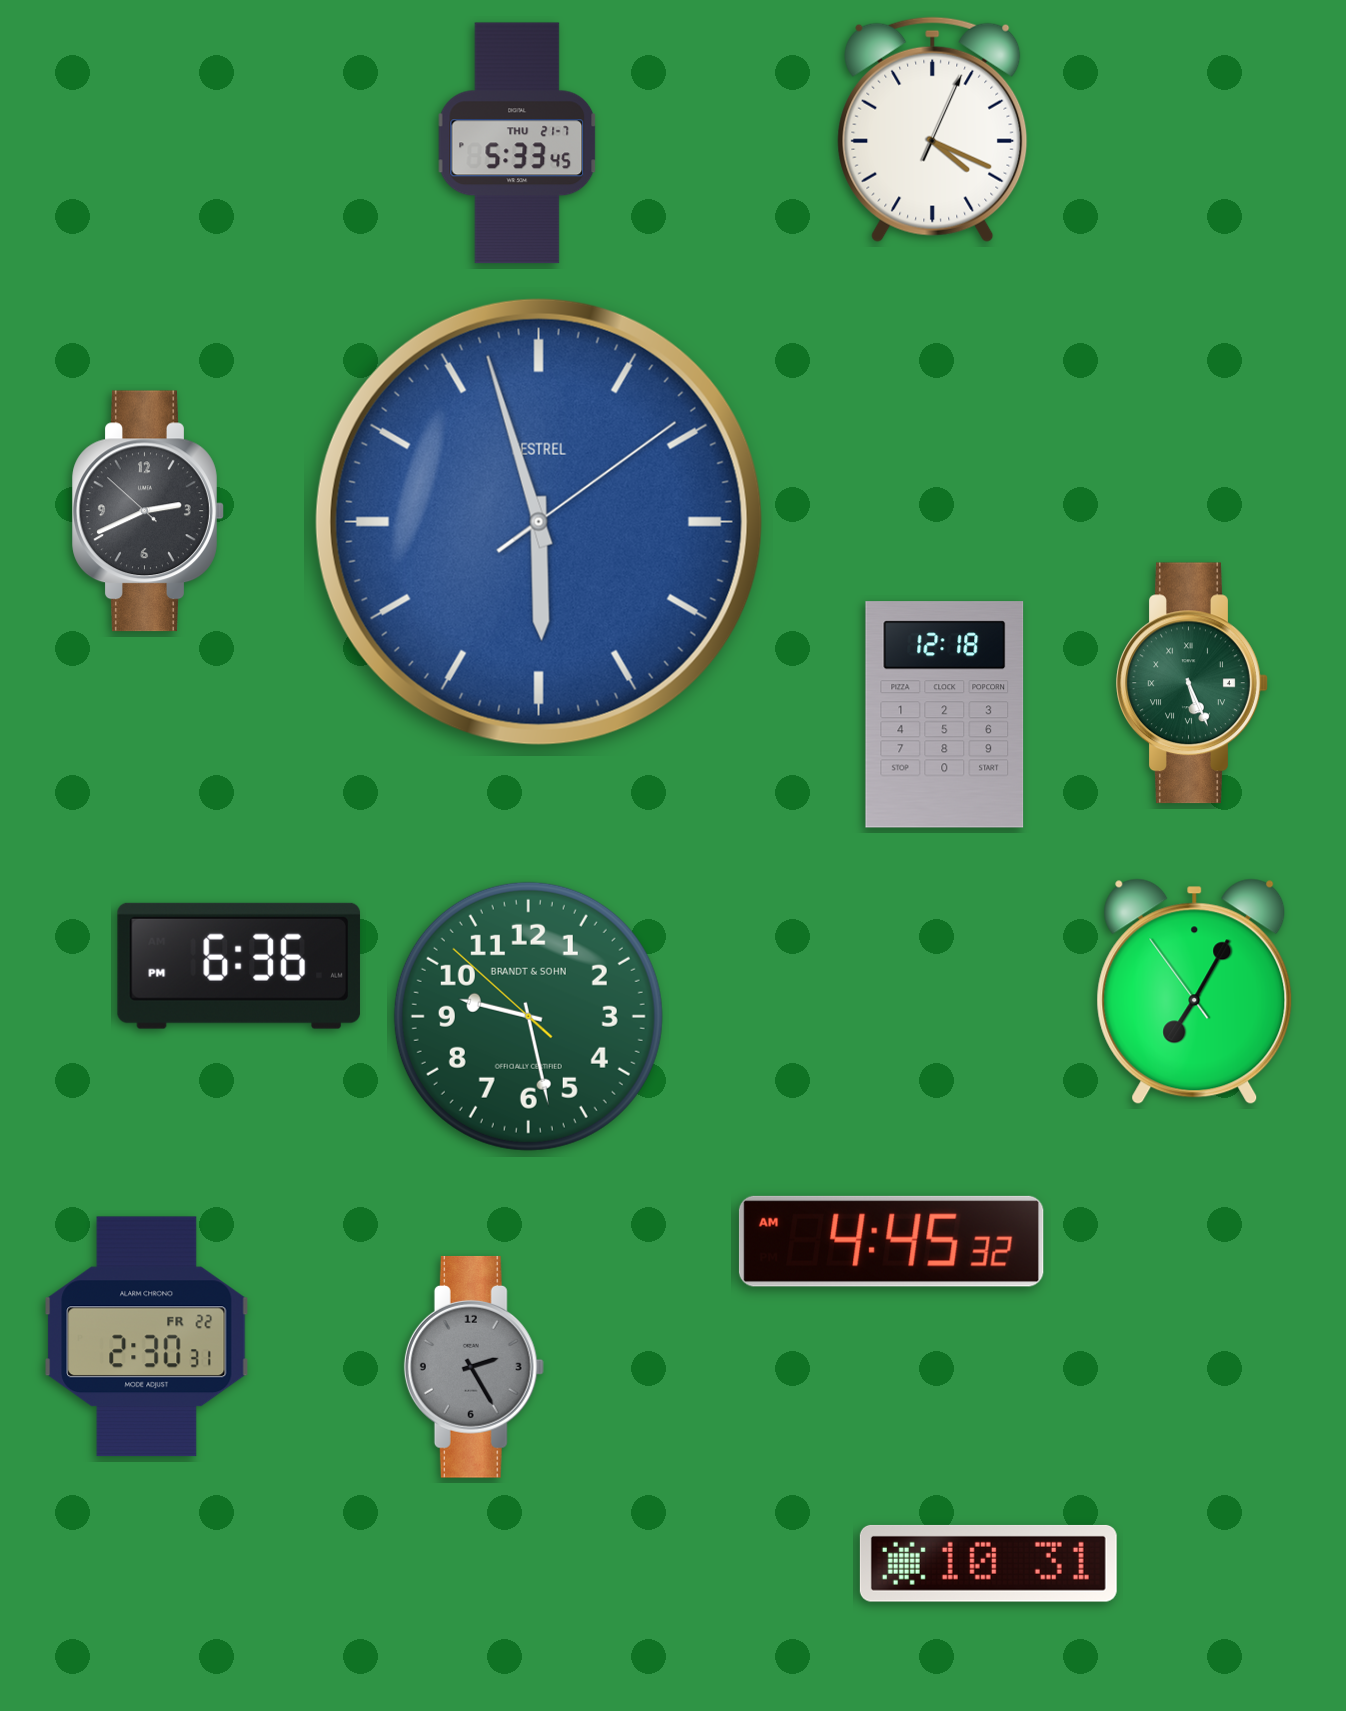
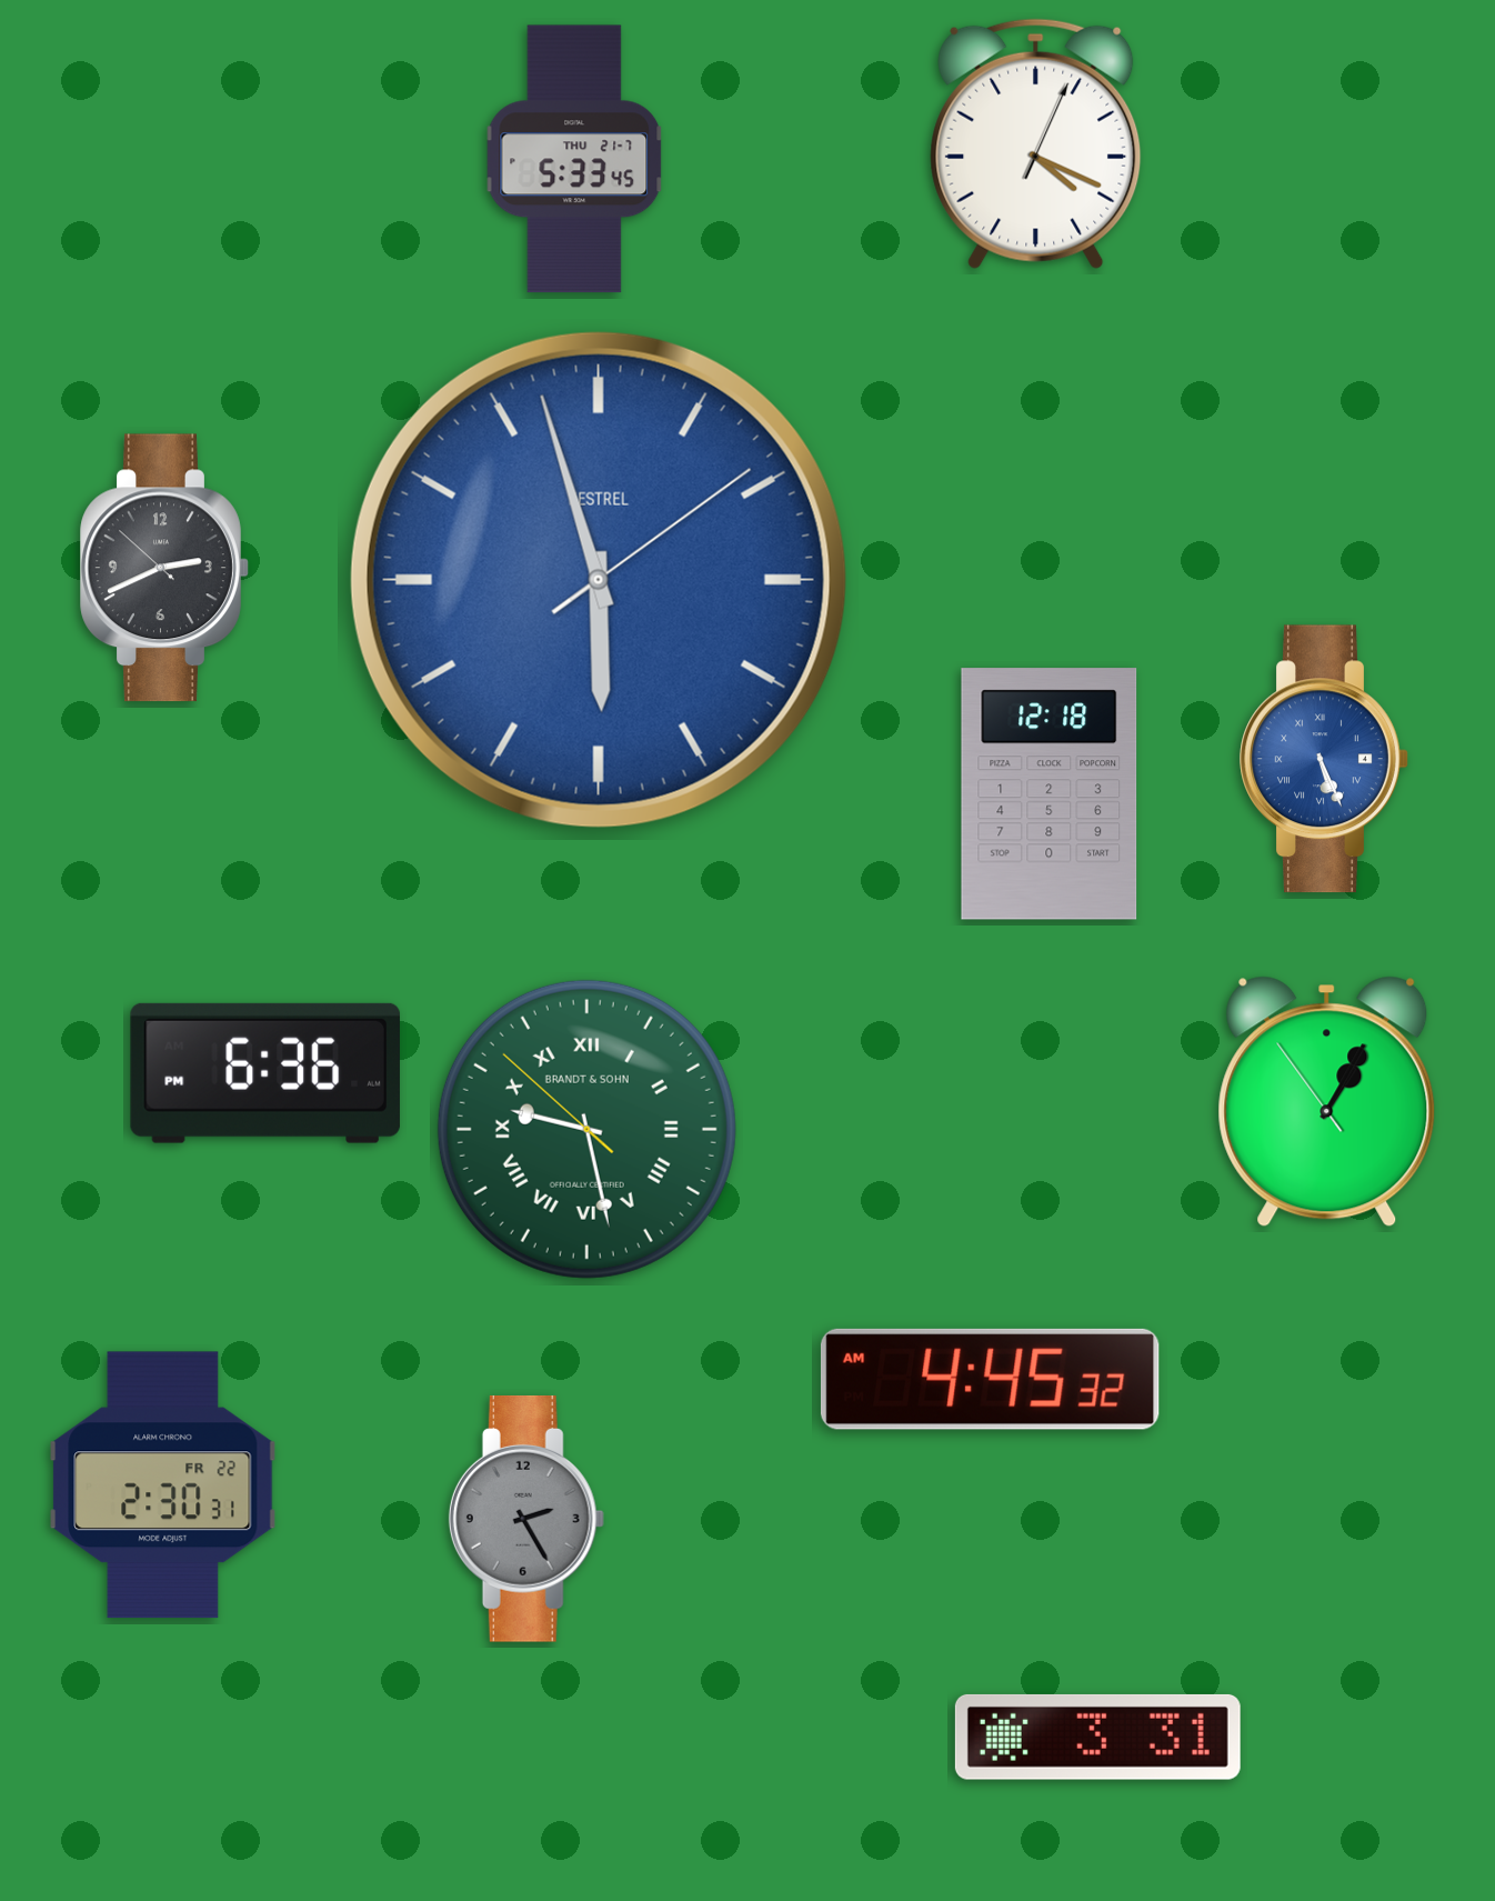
clock at (1192, 683) dial: green -> blue
clock at (1195, 992): 7:04 -> 1:04
clock at (528, 1016) numerals: Arabic -> Roman
clock at (988, 1563): 10:31 -> 3:31
